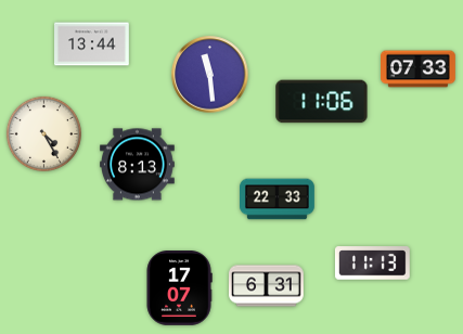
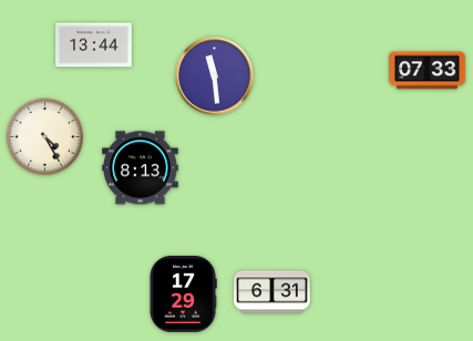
clock at (322, 102): 11:06 -> none
clock at (278, 200): 22:33 -> none
clock at (372, 264): 11:13 -> none
clock at (179, 288): 17:07 -> 17:29
